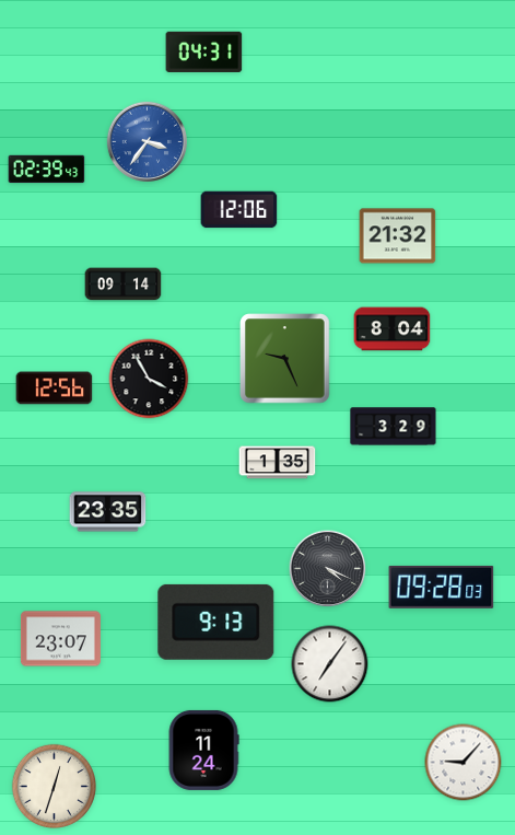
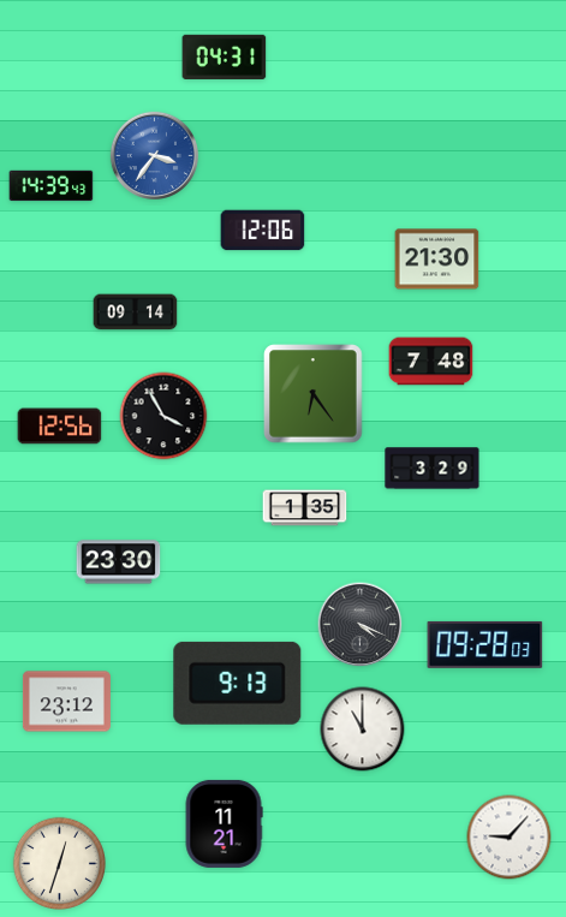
clock at (147, 141) position: (147, 141) -> (154, 155)
clock at (47, 170): 02:39 -> 14:39
clock at (398, 236): 21:32 -> 21:30
clock at (393, 329): 8:04 -> 7:48
clock at (285, 359): 9:26 -> 6:24
clock at (108, 512): 23:35 -> 23:30
clock at (60, 639): 23:07 -> 23:12
clock at (330, 664): 7:06 -> 11:00
clock at (203, 750): 11:24 -> 11:21
